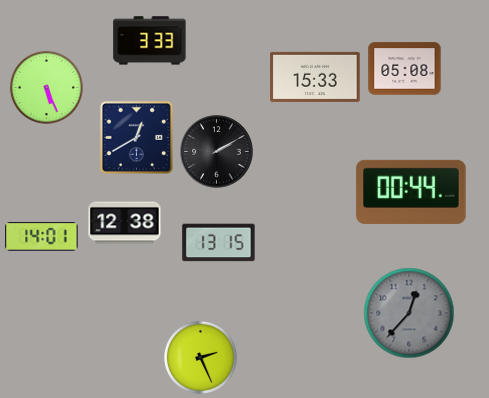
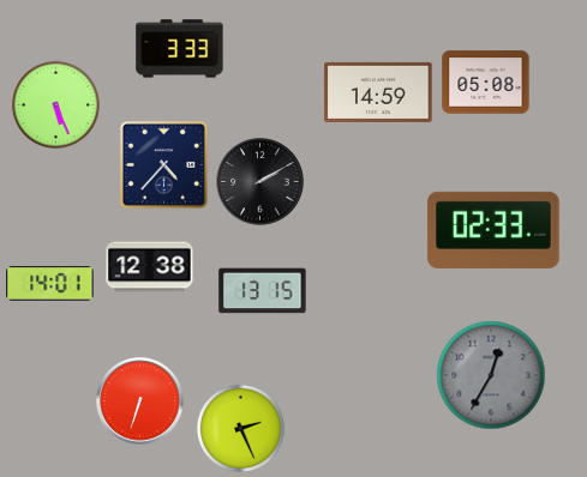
clock at (315, 77): 15:33 -> 14:59
clock at (136, 137): 12:40 -> 4:37
clock at (411, 192): 00:44 -> 02:33
clock at (409, 313): 12:37 -> 12:35
clock at (140, 401): none -> 6:33
